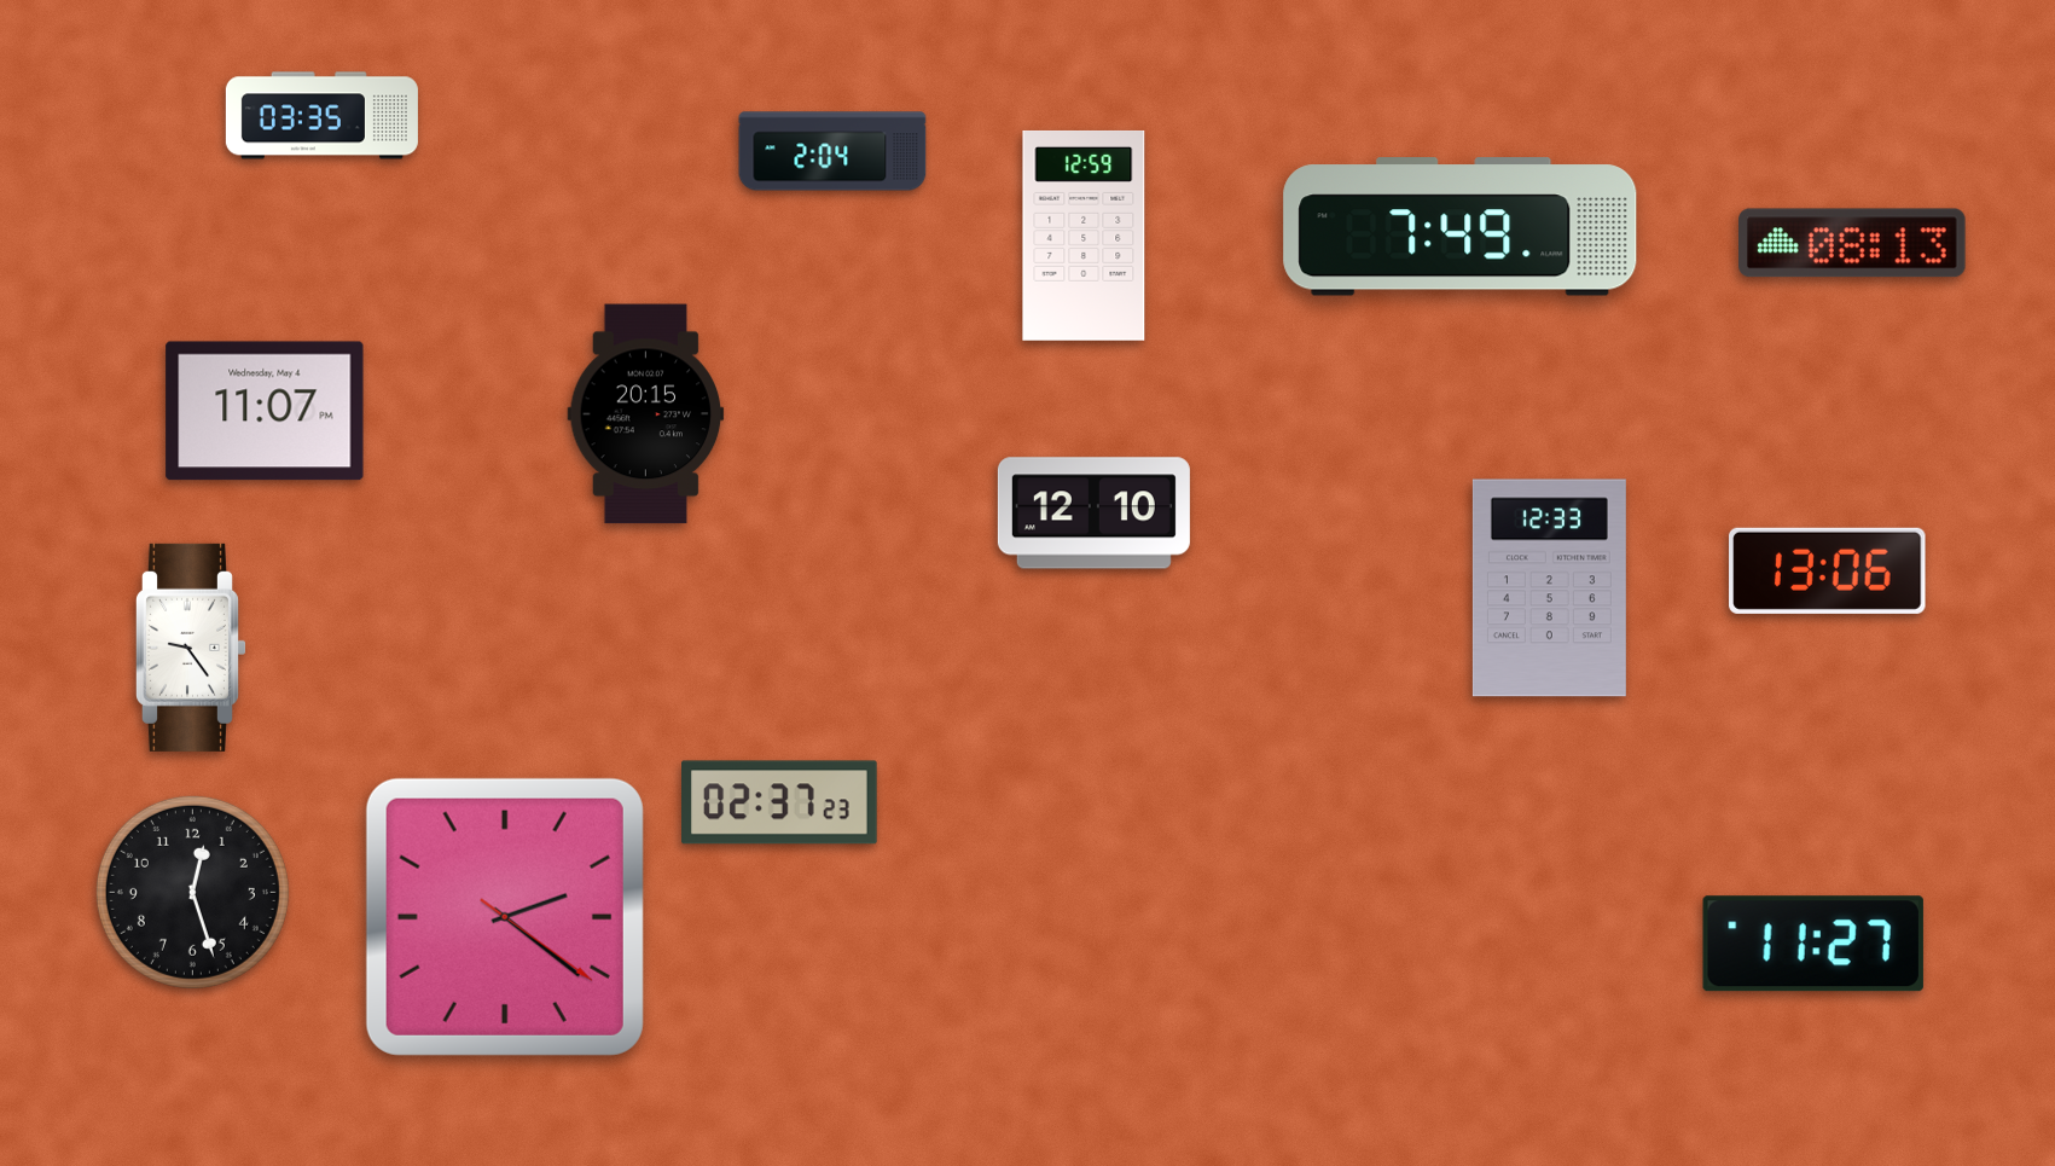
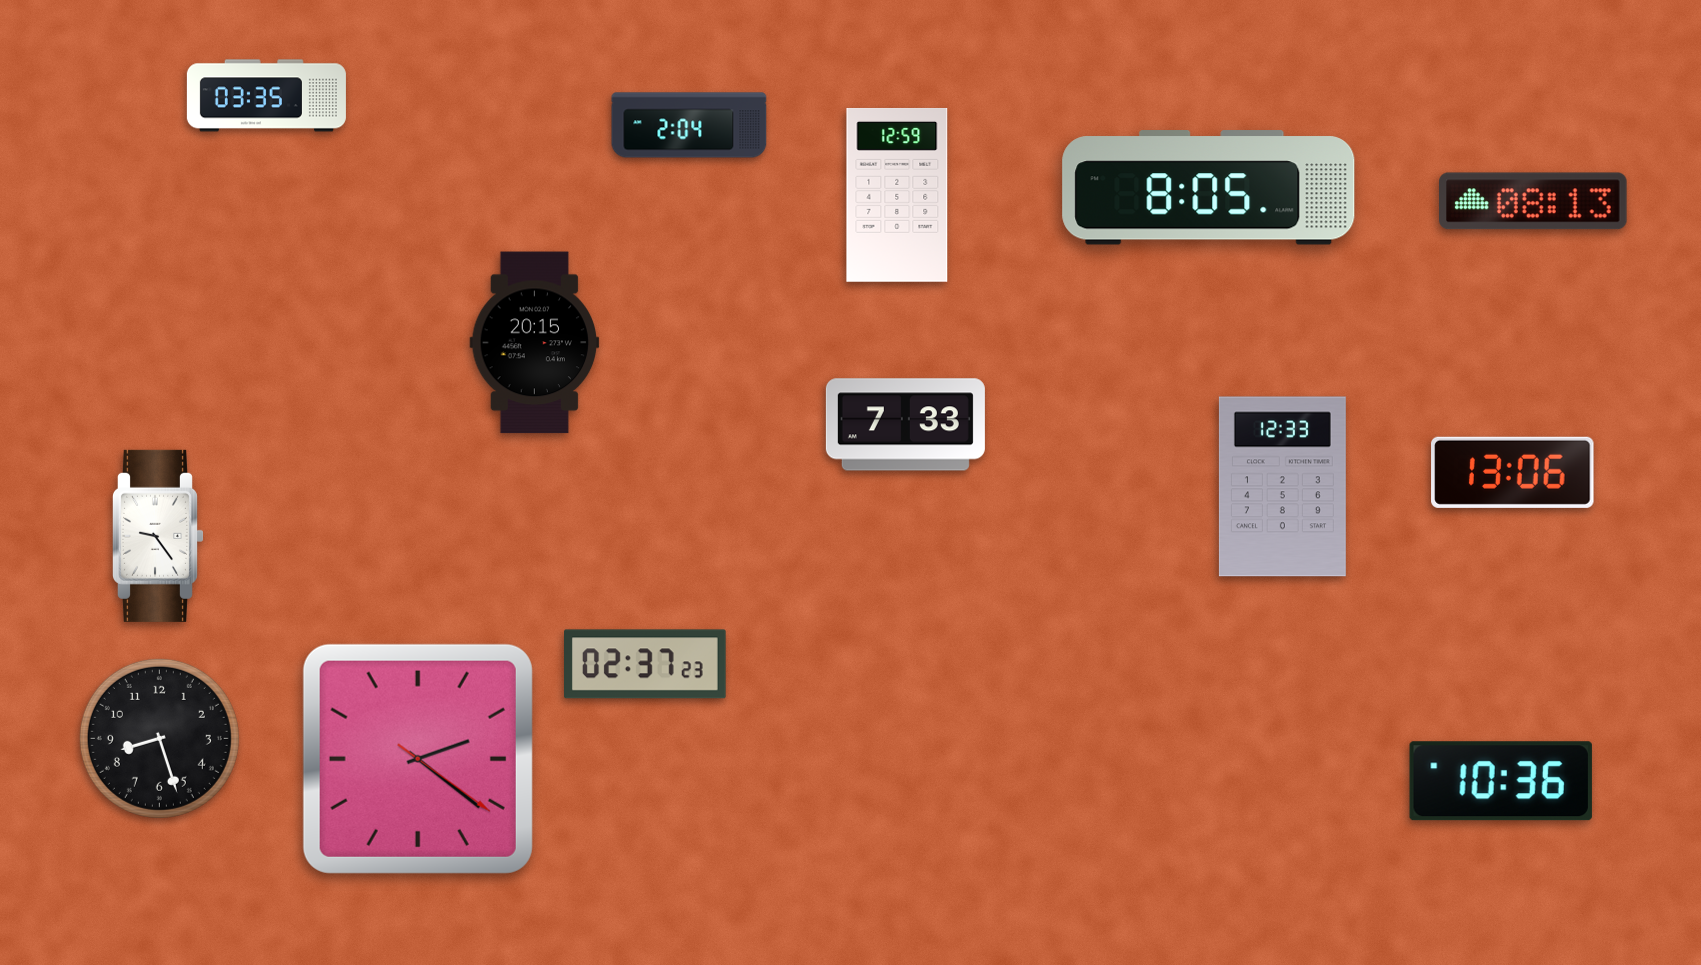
clock at (1461, 227): 7:49 -> 8:05
clock at (265, 411): 11:07 -> none
clock at (1093, 514): 12:10 -> 7:33
clock at (192, 892): 12:27 -> 8:27
clock at (1813, 944): 11:27 -> 10:36
